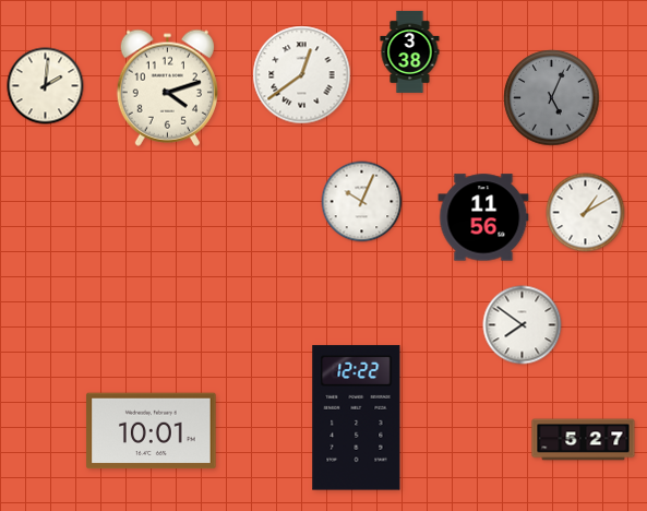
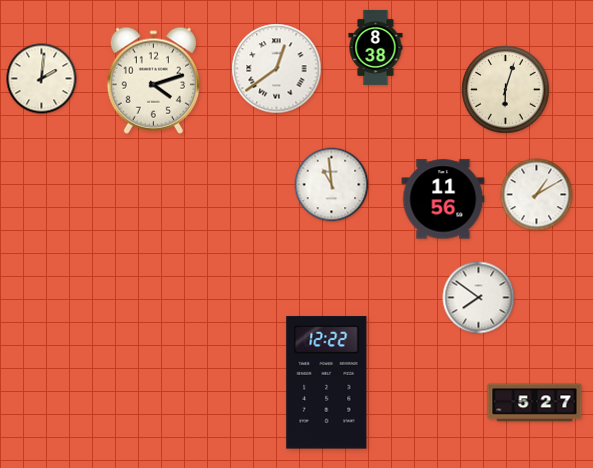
clock at (410, 51): 3:38 -> 8:38
clock at (552, 98): 5:04 -> 6:03
clock at (552, 98) dial: grey -> cream
clock at (362, 202): 10:04 -> 10:59
clock at (152, 431): 10:01 -> none
